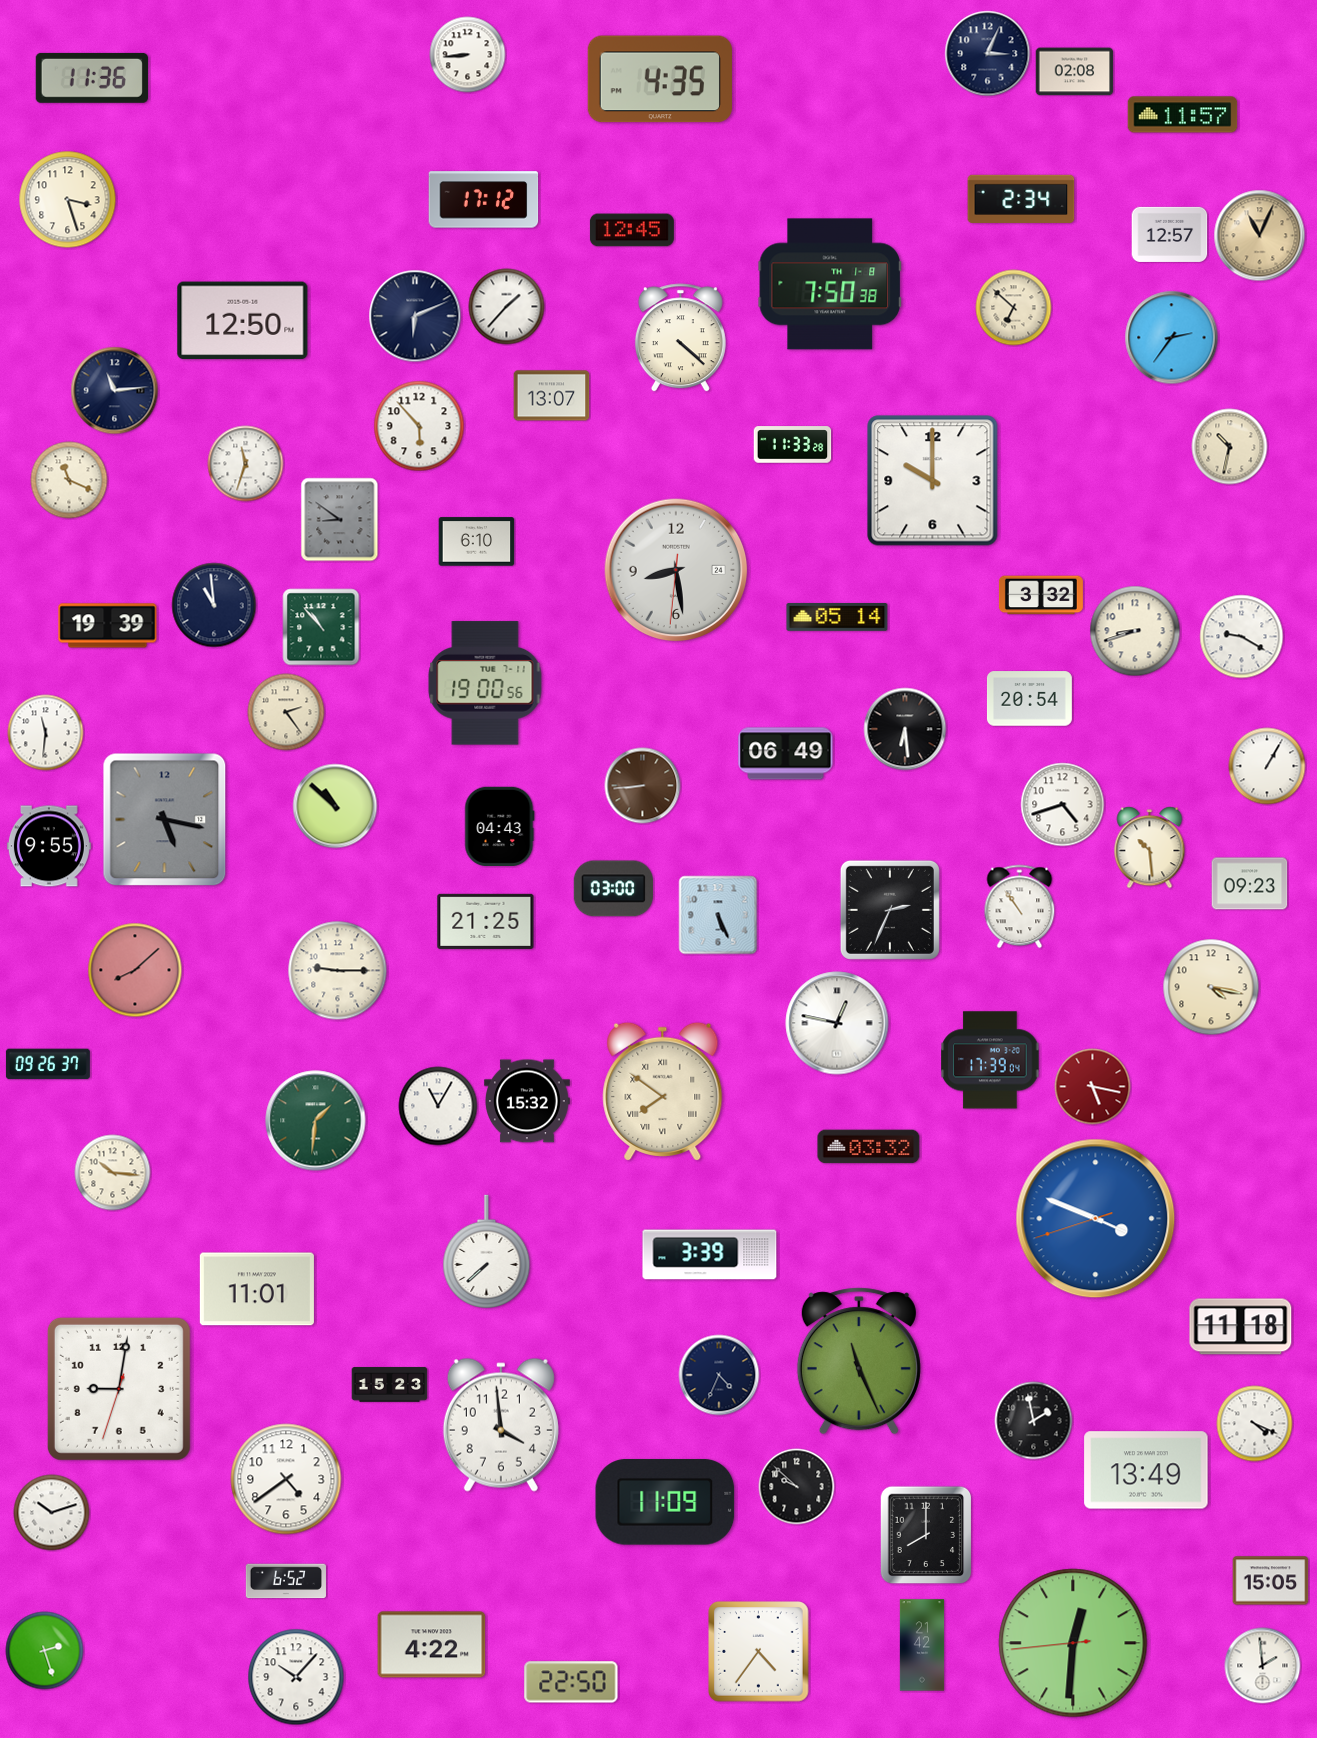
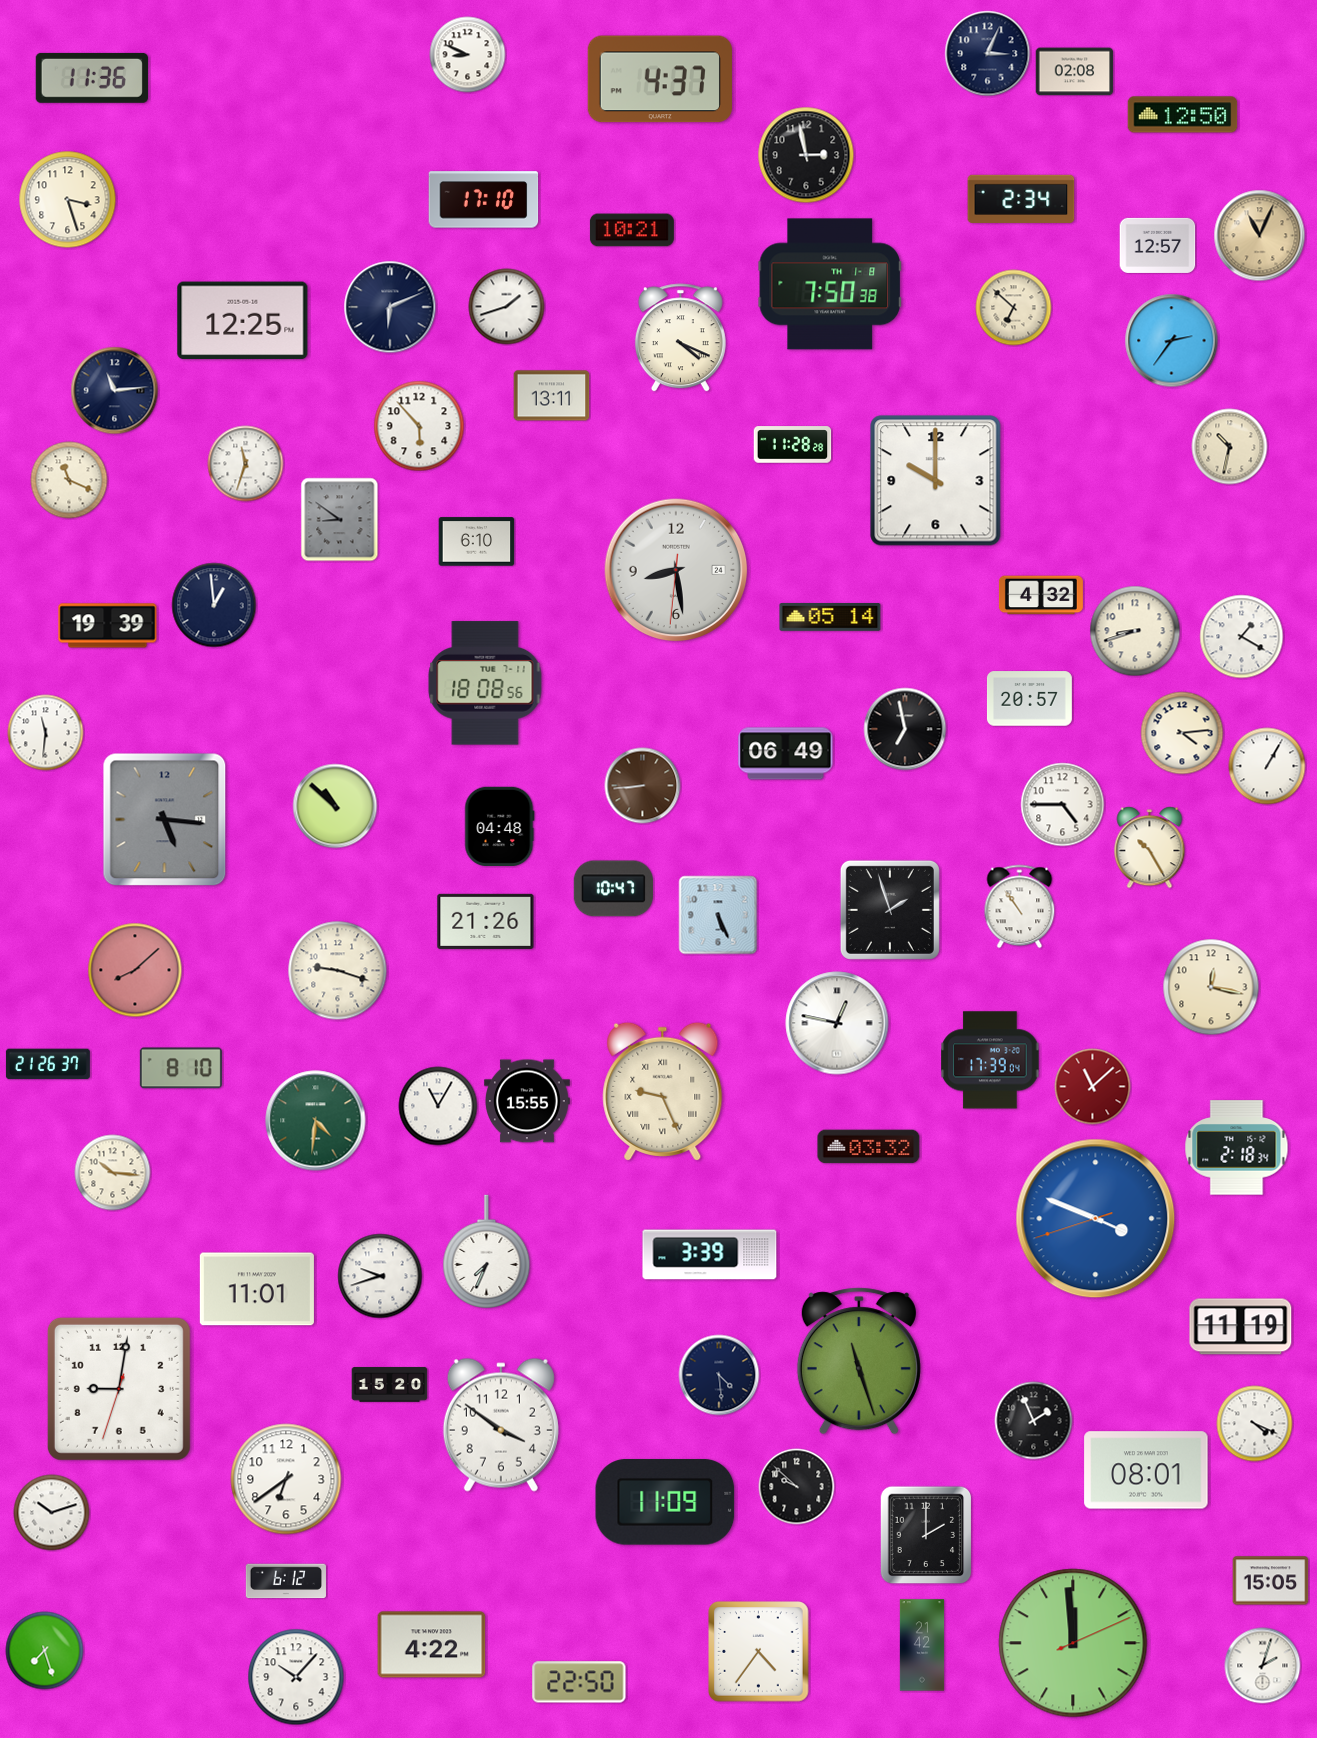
clock at (468, 55): 8:44 -> 8:49
clock at (659, 79): 4:35 -> 4:37
clock at (1183, 115): 11:57 -> 12:50
clock at (806, 155): none -> 2:58
clock at (484, 200): 17:12 -> 17:10
clock at (632, 230): 12:45 -> 10:21
clock at (1170, 234) position: (1170, 234) -> (1158, 245)
clock at (507, 307): 1:37 -> 1:42
clock at (415, 316) position: (415, 316) -> (390, 307)
clock at (243, 321): 12:50 -> 12:25
clock at (680, 338): 4:22 -> 4:19
clock at (1172, 338) position: (1172, 338) -> (1172, 341)
clock at (552, 396): 13:07 -> 13:11
clock at (793, 445): 11:33 -> 11:28
clock at (933, 481) position: (933, 481) -> (936, 481)
clock at (1041, 595): 3:32 -> 4:32
clock at (214, 605): 10:59 -> 12:59
clock at (837, 618) position: (837, 618) -> (830, 618)
clock at (321, 627): 10:53 -> none
clock at (1242, 637): 9:20 -> 1:20
clock at (485, 683): 19:00 -> 18:08
clock at (1029, 699): 20:54 -> 20:57
clock at (286, 712): 2:24 -> none
clock at (905, 729): 6:29 -> 6:58
clock at (1182, 733): none -> 4:14
clock at (1063, 805): 4:42 -> 4:45
clock at (165, 820): 5:17 -> 5:16
clock at (500, 826): 04:43 -> 04:48
clock at (49, 846): 9:55 -> none
clock at (1150, 848): 10:29 -> 10:25
clock at (1250, 884): 09:23 -> none
clock at (613, 889): 03:00 -> 10:47
clock at (890, 910): 2:34 -> 1:57
clock at (486, 921): 21:25 -> 21:26
clock at (338, 971): 9:15 -> 9:18
clock at (1211, 987): 4:17 -> 12:17
clock at (48, 1064): 09:26 -> 21:26
clock at (181, 1068): none -> 8:10
clock at (1093, 1087): 5:17 -> 11:08
clock at (663, 1091): 7:51 -> 9:26
clock at (528, 1101): 15:32 -> 15:55
clock at (316, 1121): 1:31 -> 4:31
clock at (1237, 1148): none -> 2:18
clock at (487, 1251): 7:38 -> 7:34
clock at (380, 1276): none -> 9:42
clock at (1241, 1327): 11:18 -> 11:19
clock at (859, 1361): 11:26 -> 11:27
clock at (719, 1375): 4:34 -> 4:29
clock at (390, 1385): 15:23 -> 15:20
clock at (1034, 1421): 1:58 -> 1:56
clock at (501, 1425): 3:59 -> 3:51
clock at (1146, 1470): 13:49 -> 08:01
clock at (286, 1479): 4:39 -> 6:39
clock at (926, 1535): 8:00 -> 2:00
clock at (286, 1581): 6:52 -> 6:12
clock at (1073, 1643): 12:30 -> 11:59
clock at (45, 1651): 2:27 -> 7:27
clock at (1263, 1666): 1:59 -> 2:03
clock at (571, 1682) position: (571, 1682) -> (579, 1682)
